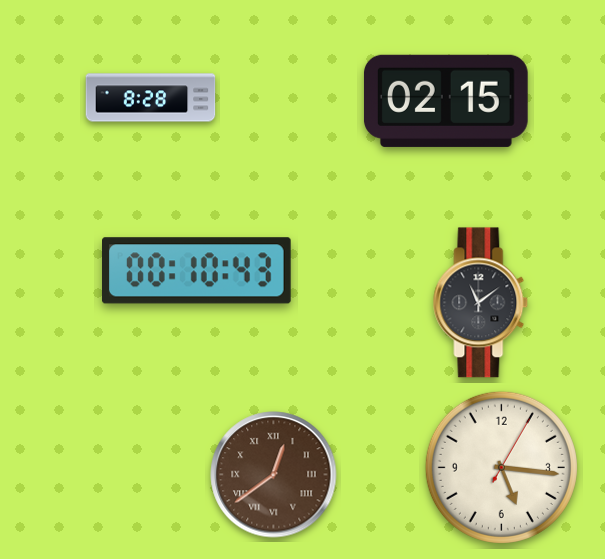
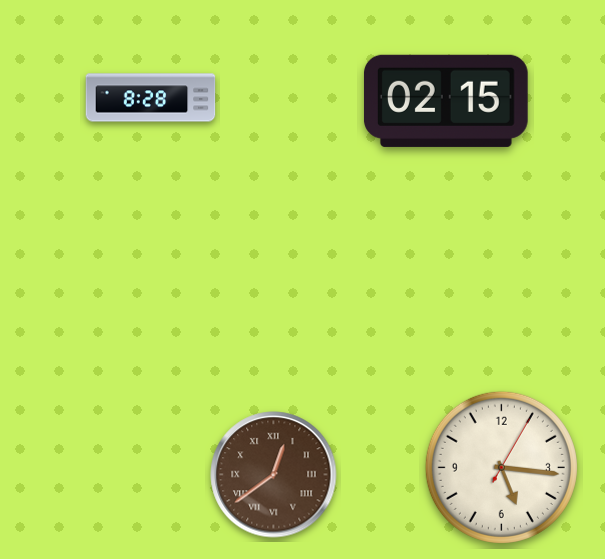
clock at (197, 271): 00:10 -> none
clock at (481, 303): 11:09 -> none
